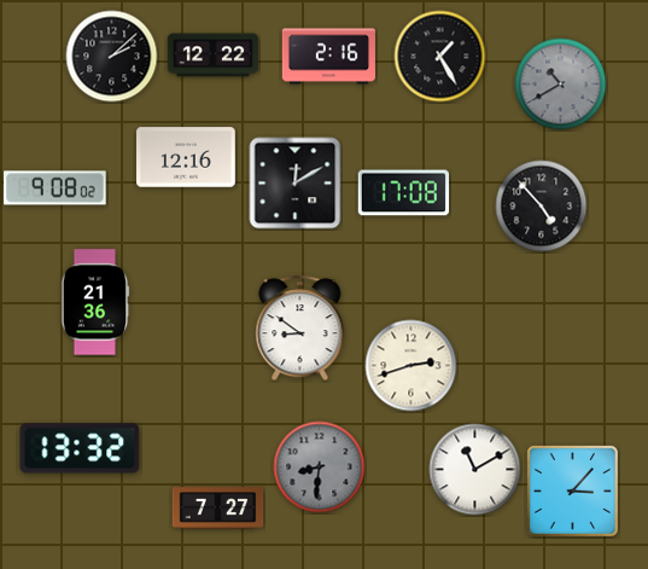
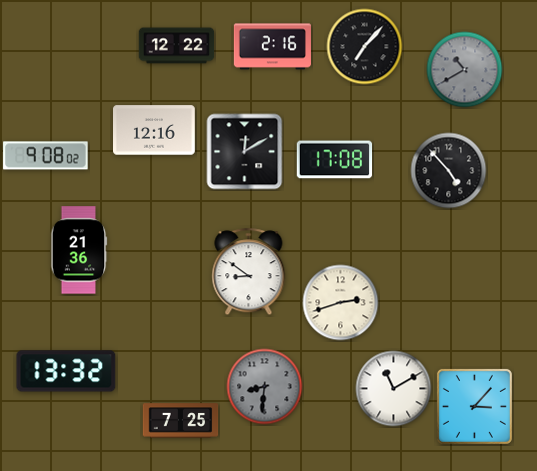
clock at (112, 57): 2:08 -> none
clock at (440, 57): 1:25 -> 7:07
clock at (218, 509): 7:27 -> 7:25
